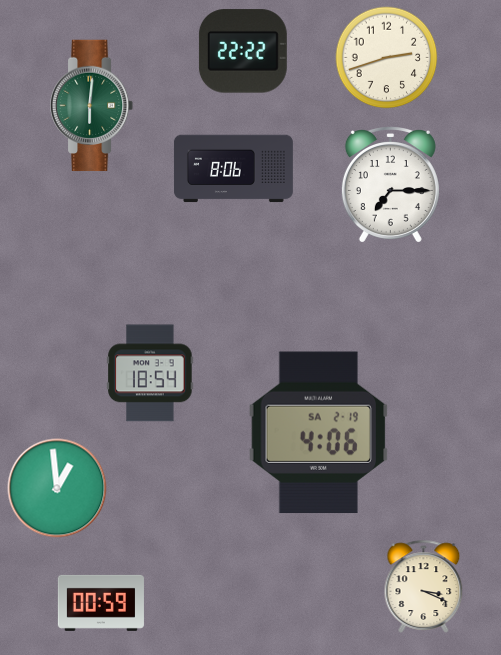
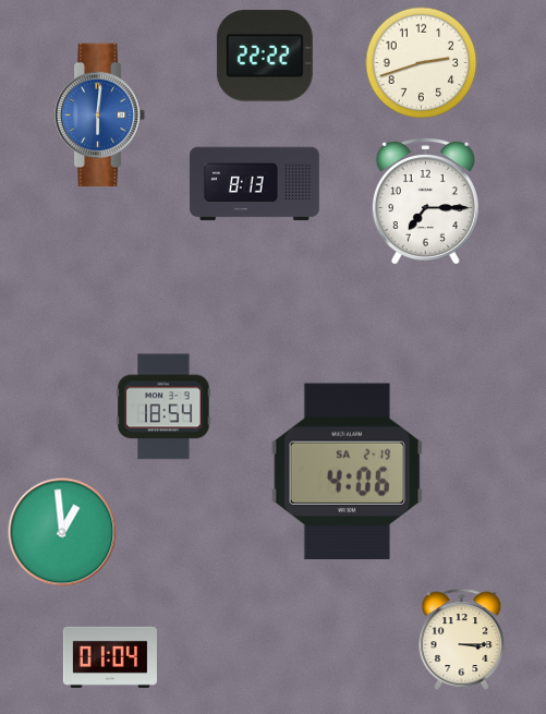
clock at (92, 106) dial: green -> blue
clock at (233, 169): 8:06 -> 8:13
clock at (424, 586): 3:19 -> 3:15
clock at (101, 603): 00:59 -> 01:04
